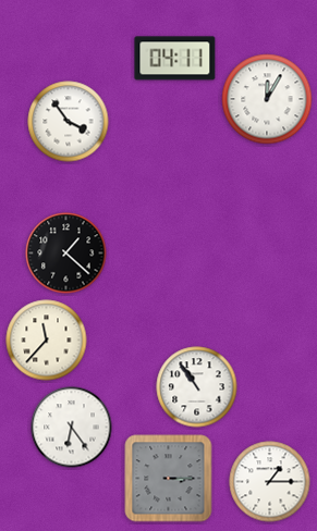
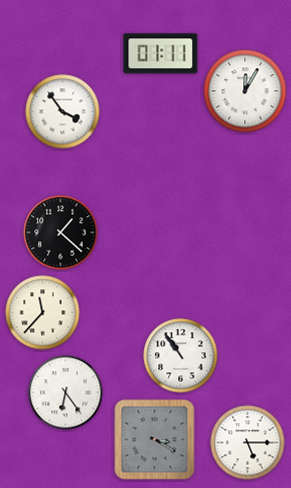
clock at (175, 59): 04:11 -> 01:11
clock at (169, 479): 3:15 -> 3:20
clock at (270, 482): 1:15 -> 5:15
